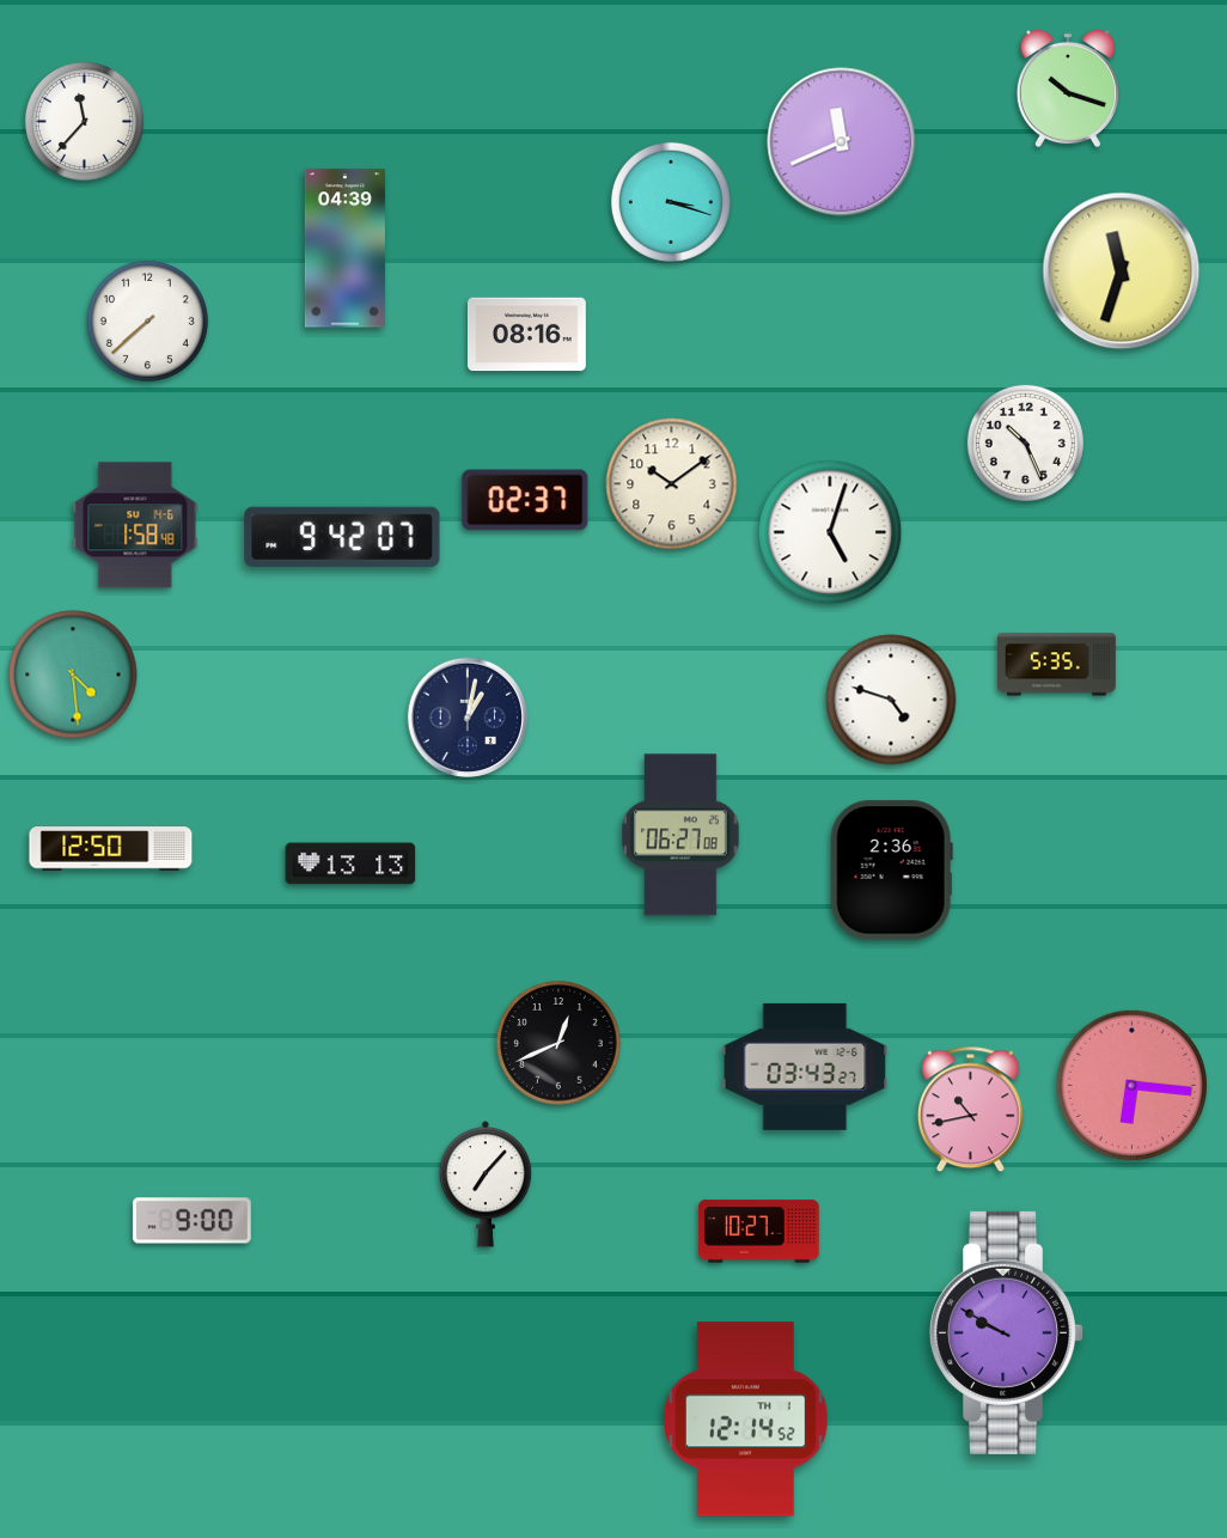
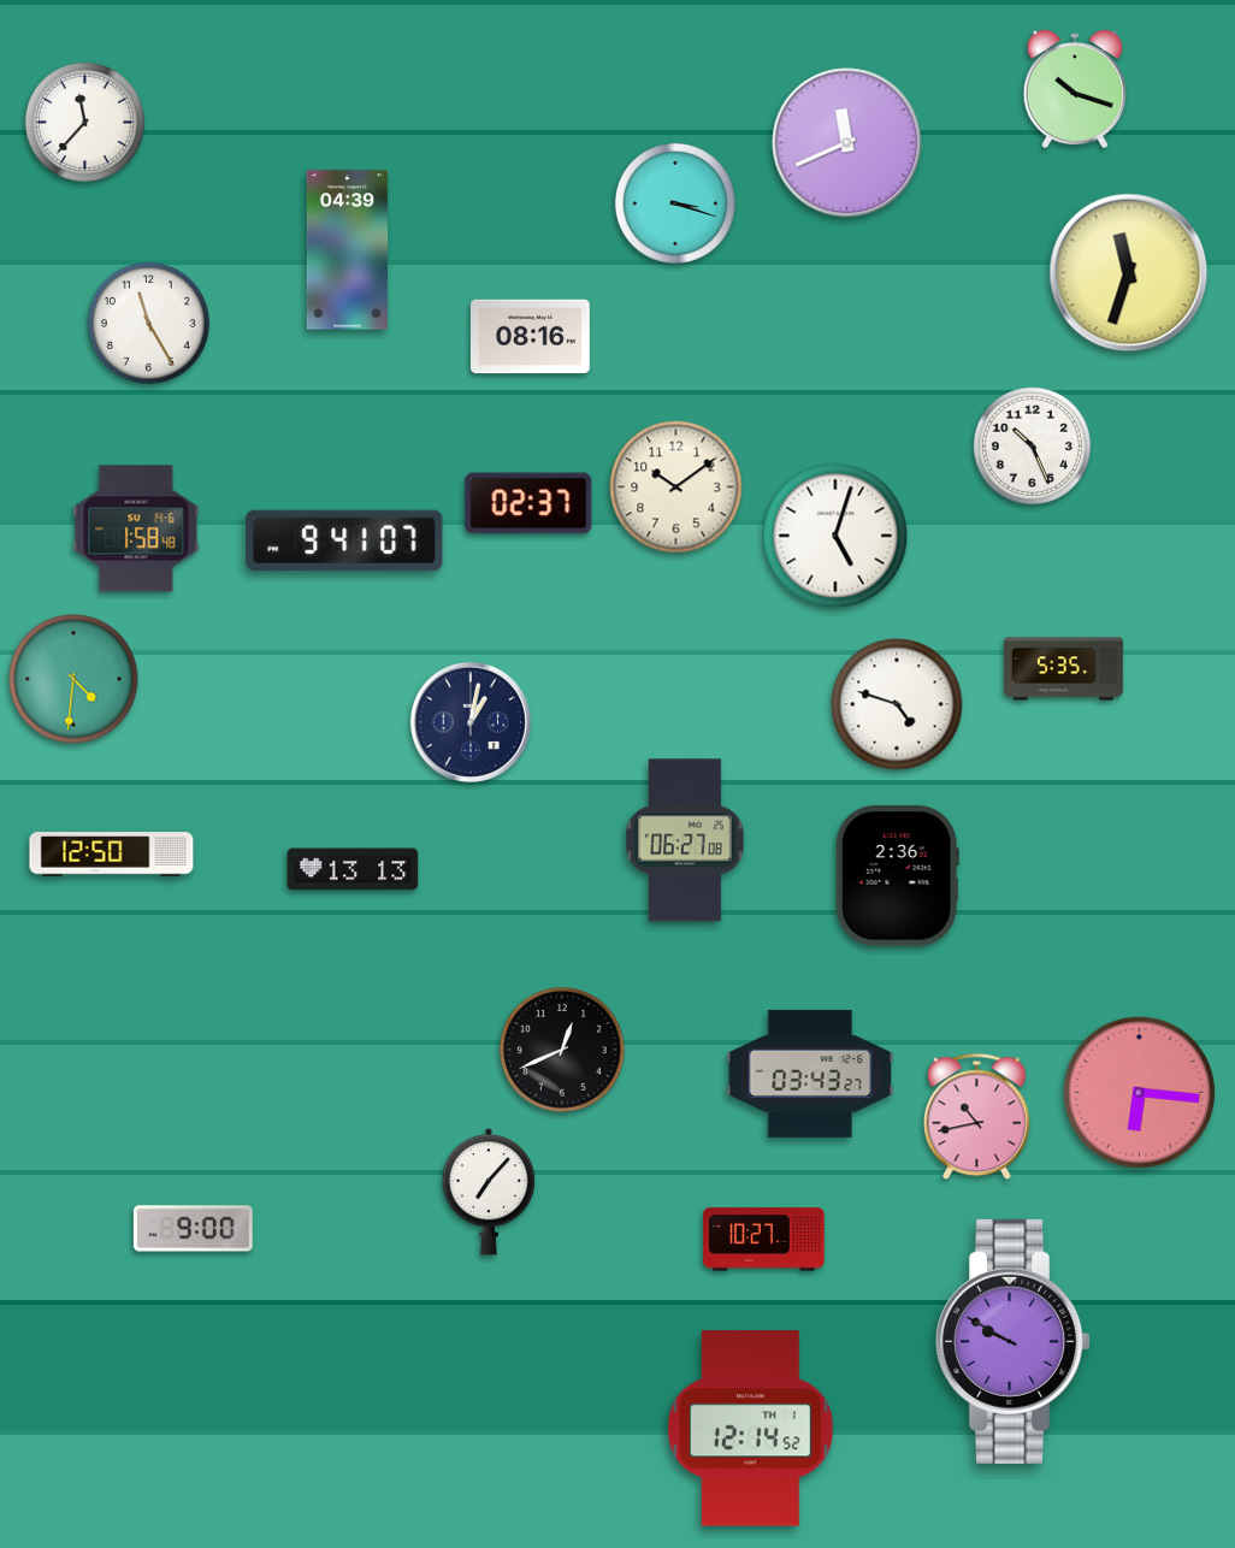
clock at (147, 321): 7:38 -> 11:25
clock at (342, 537): 9:42 -> 9:41
clock at (73, 675): 4:29 -> 4:31
